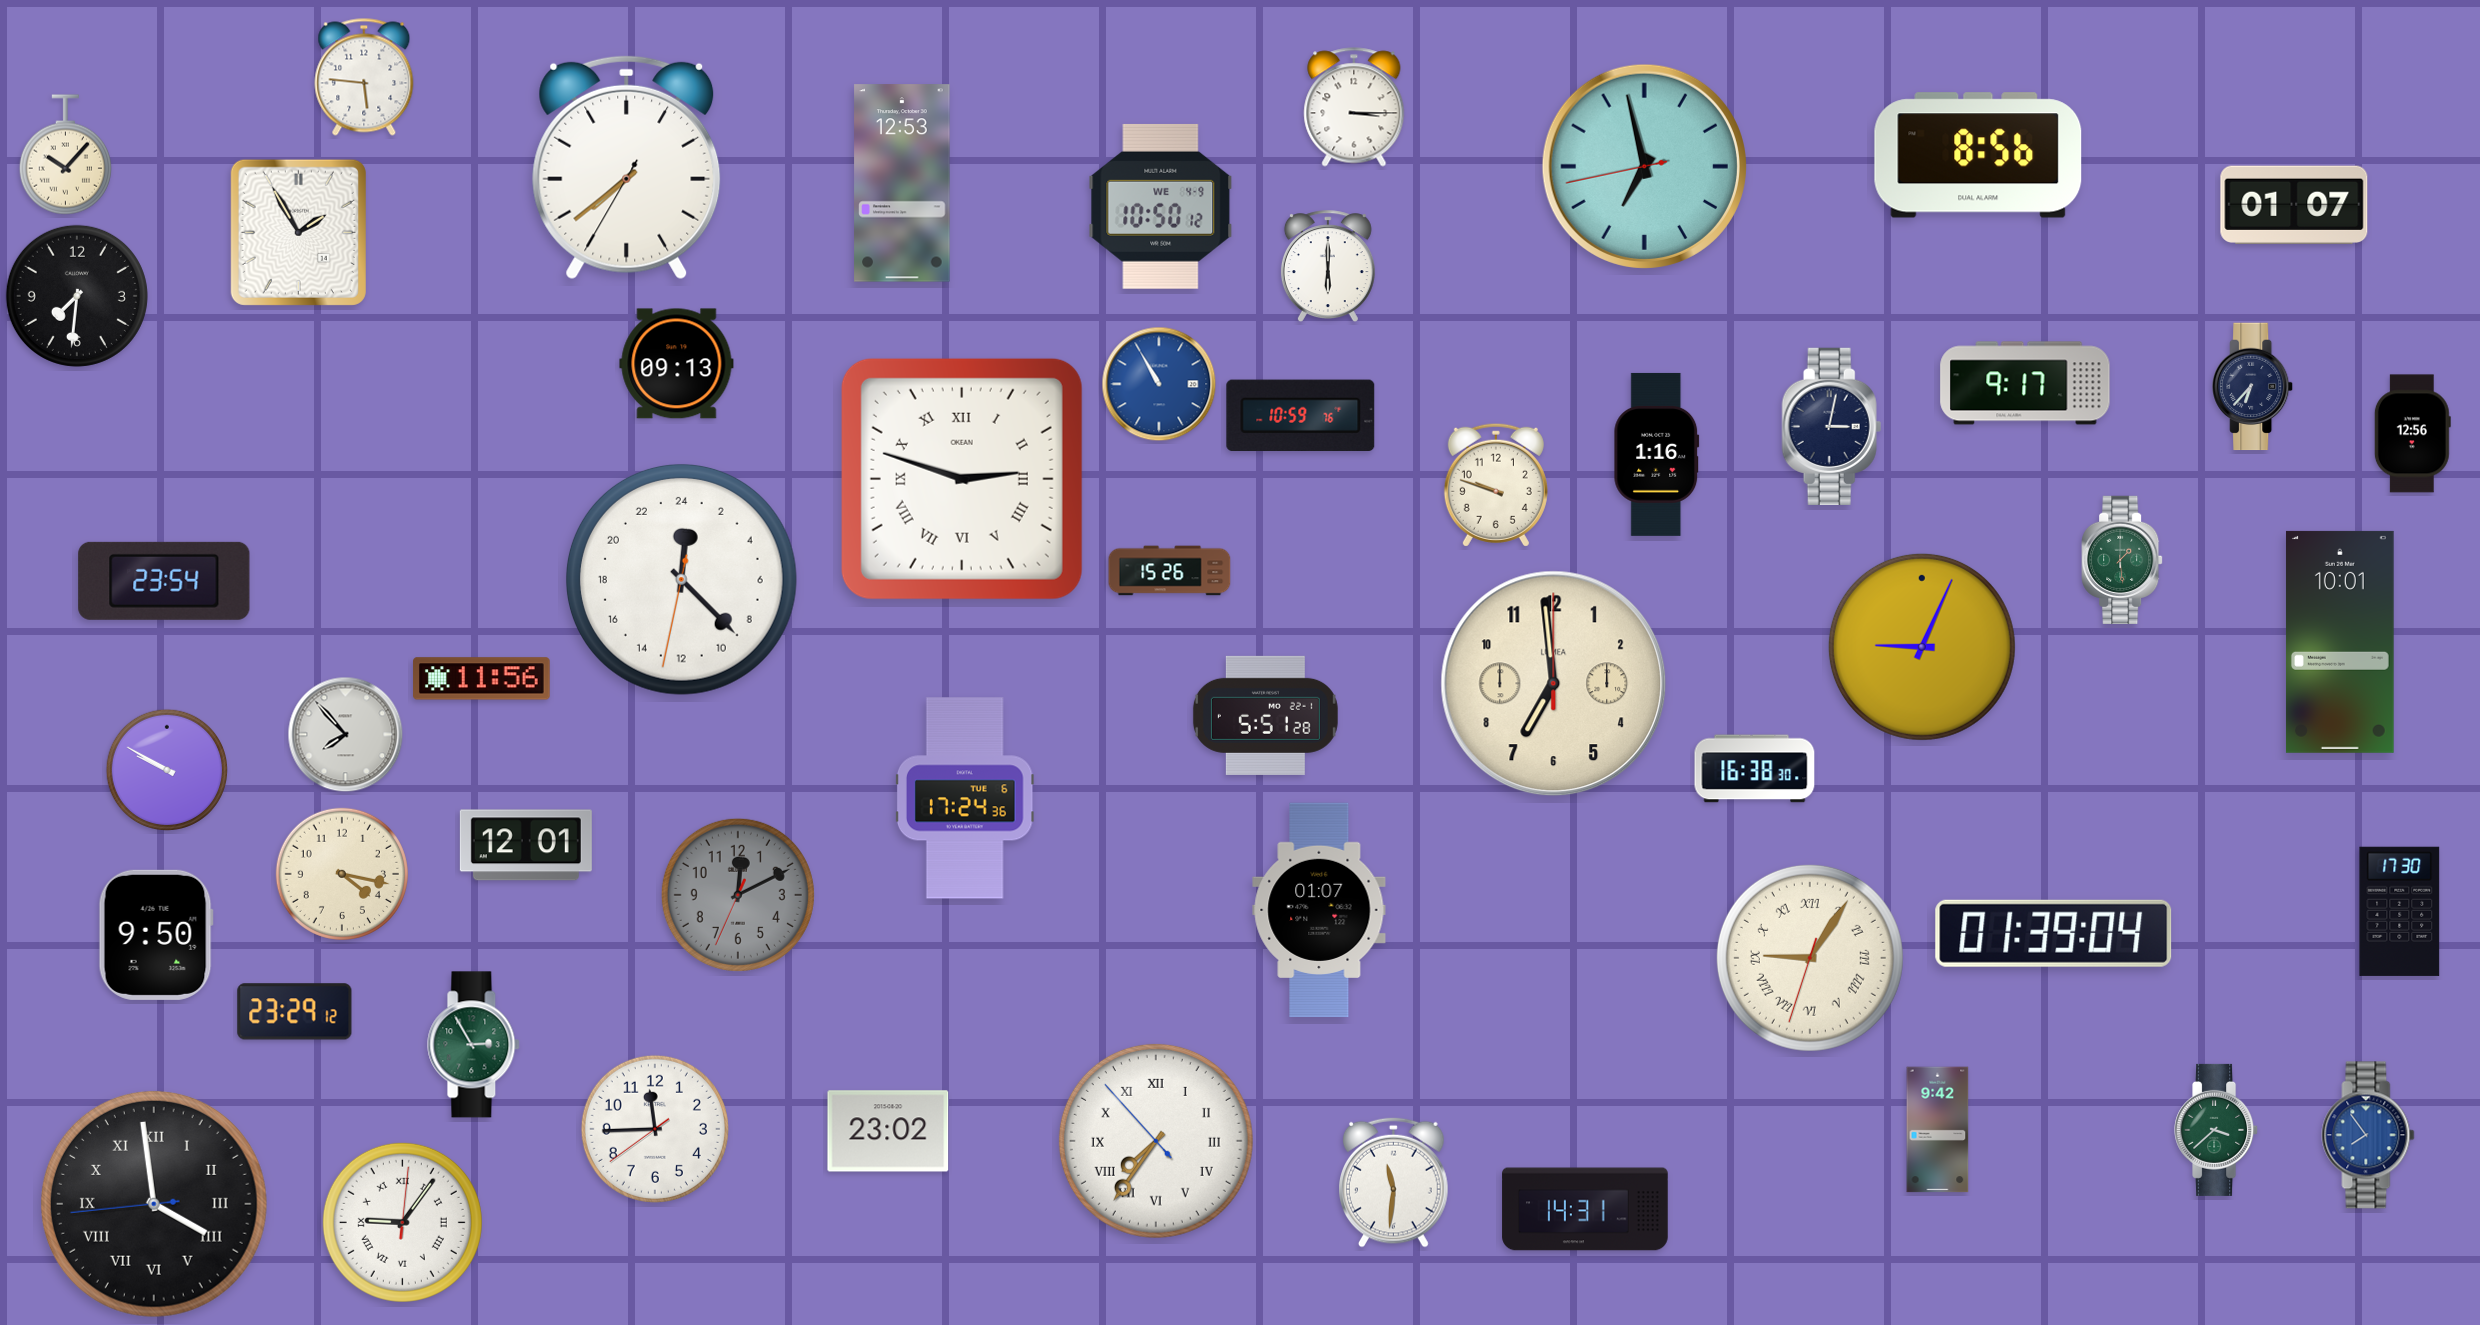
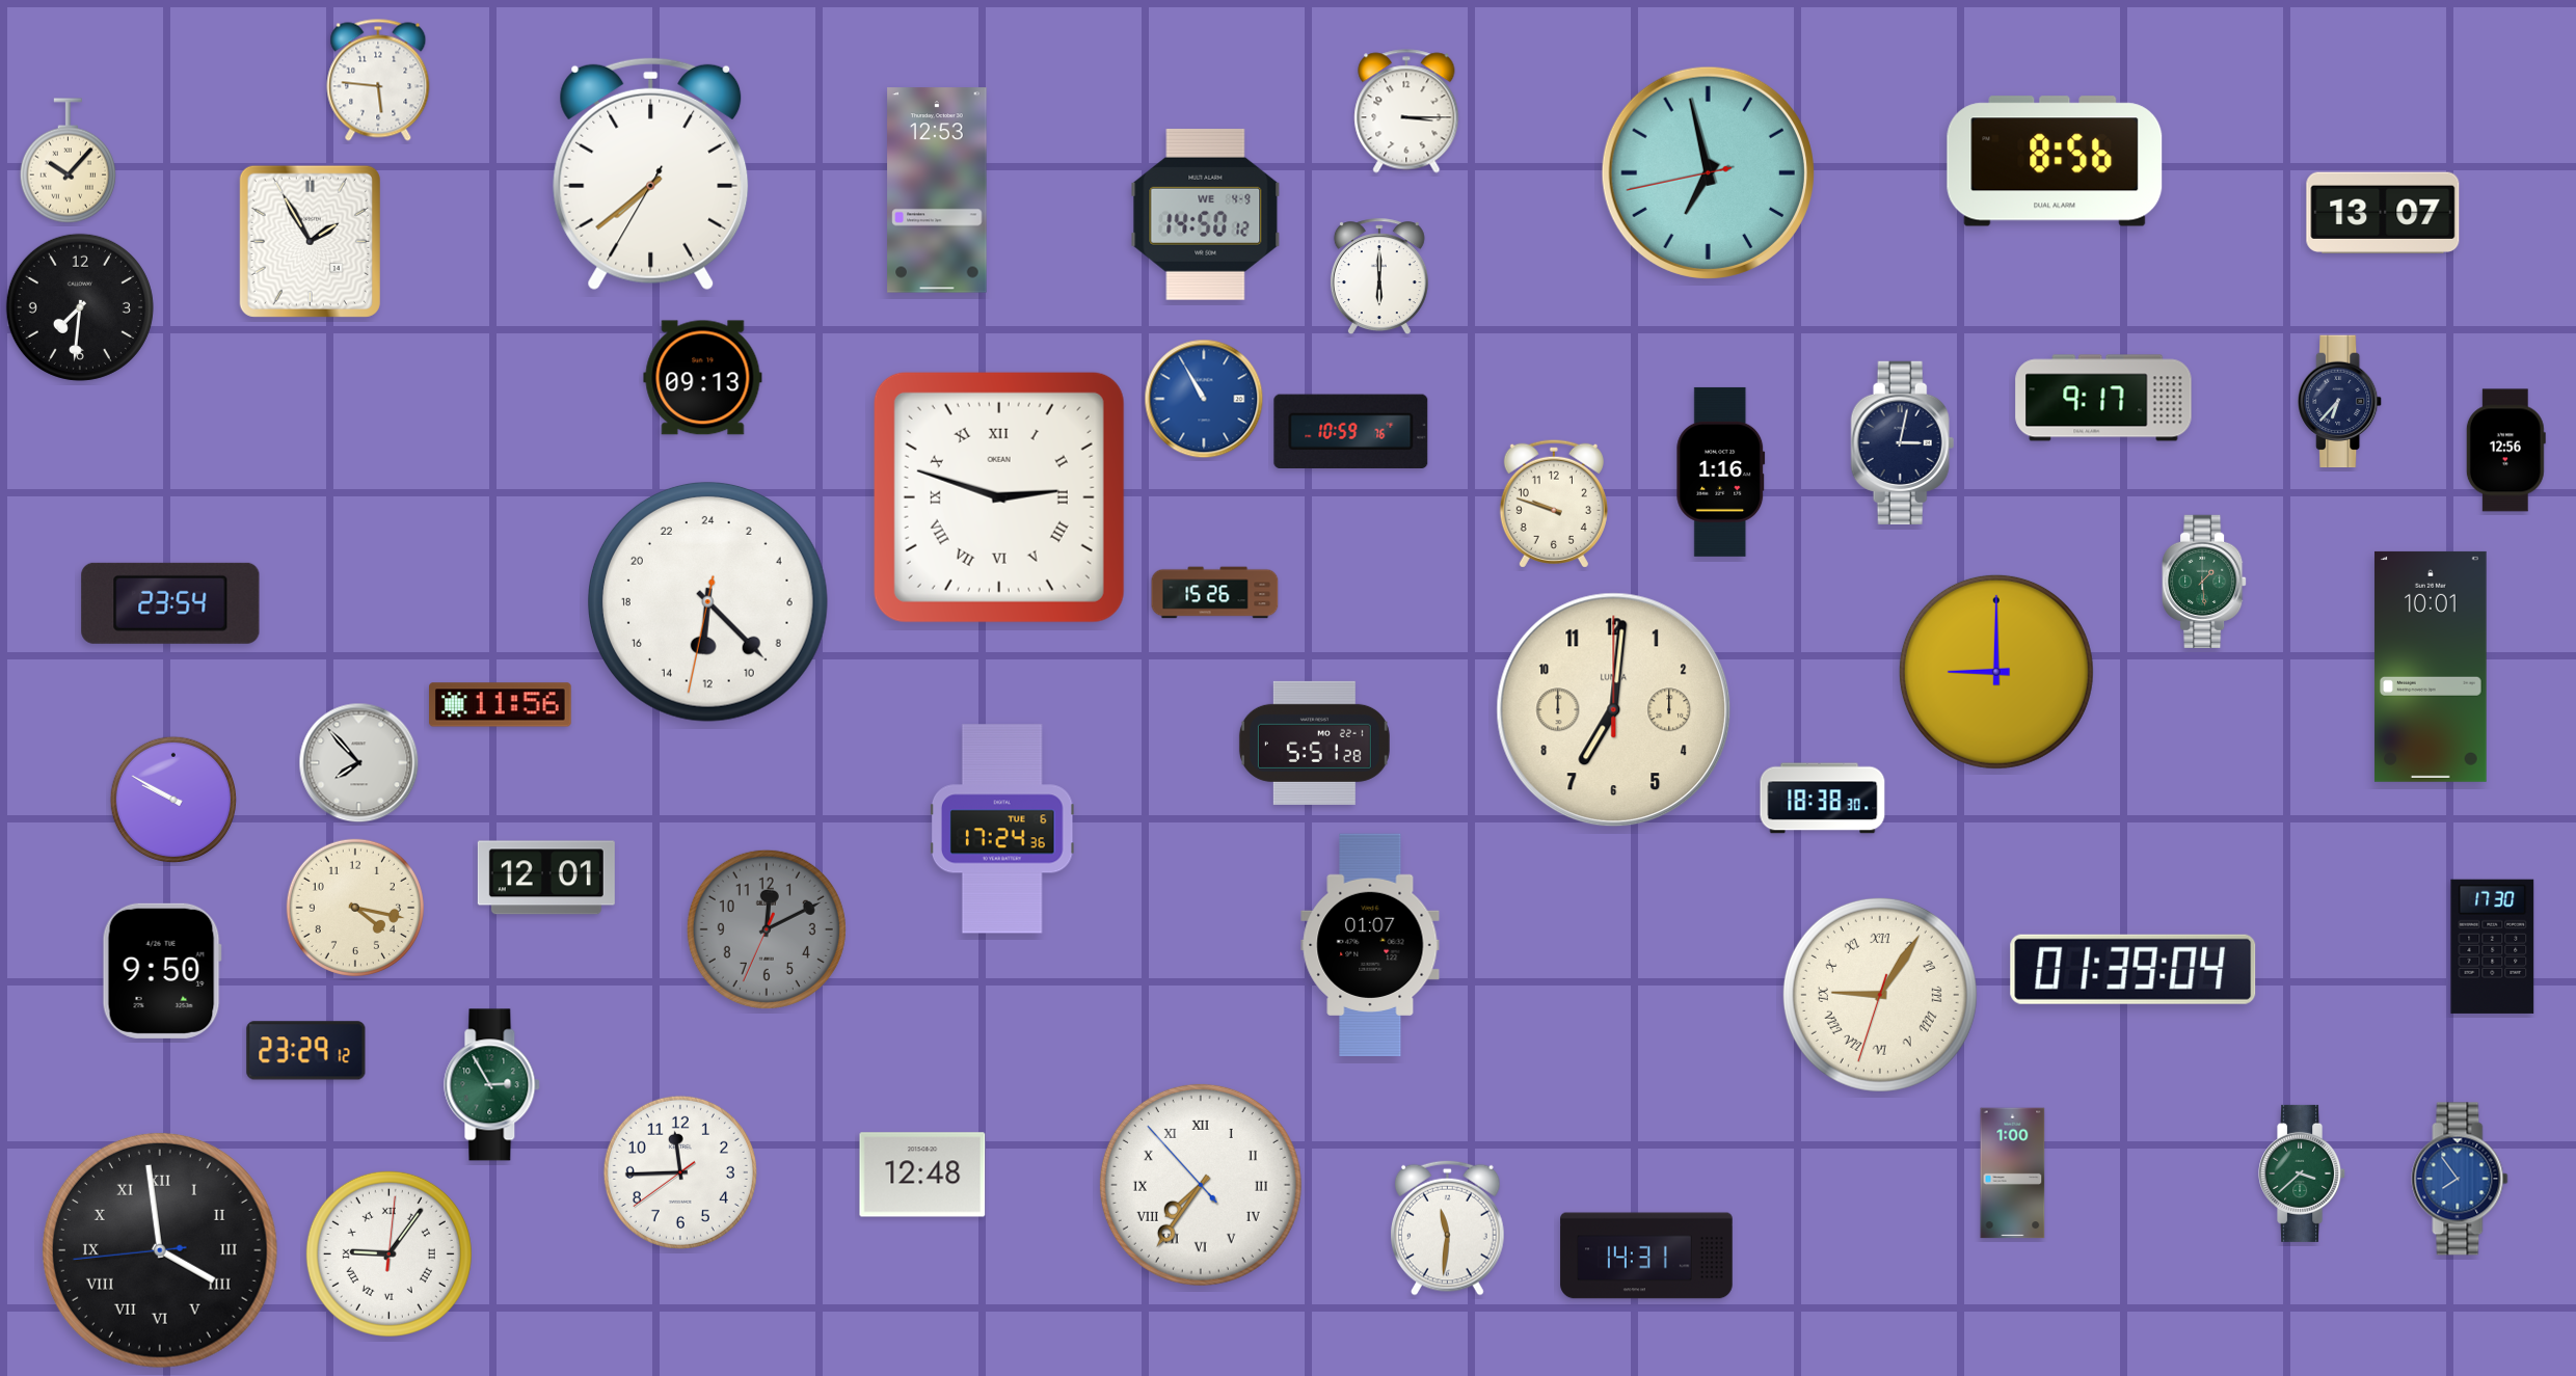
clock at (2294, 204): 01:07 -> 13:07
clock at (1161, 206): 10:50 -> 14:50
clock at (681, 579): 0:22 -> 12:22
clock at (1922, 647): 9:04 -> 9:00
clock at (1554, 684): 6:59 -> 7:01
clock at (1755, 769): 16:38 -> 18:38
clock at (1938, 1130): 9:42 -> 1:00
clock at (888, 1131): 23:02 -> 12:48
clock at (402, 1222) position: (402, 1222) -> (388, 1253)
